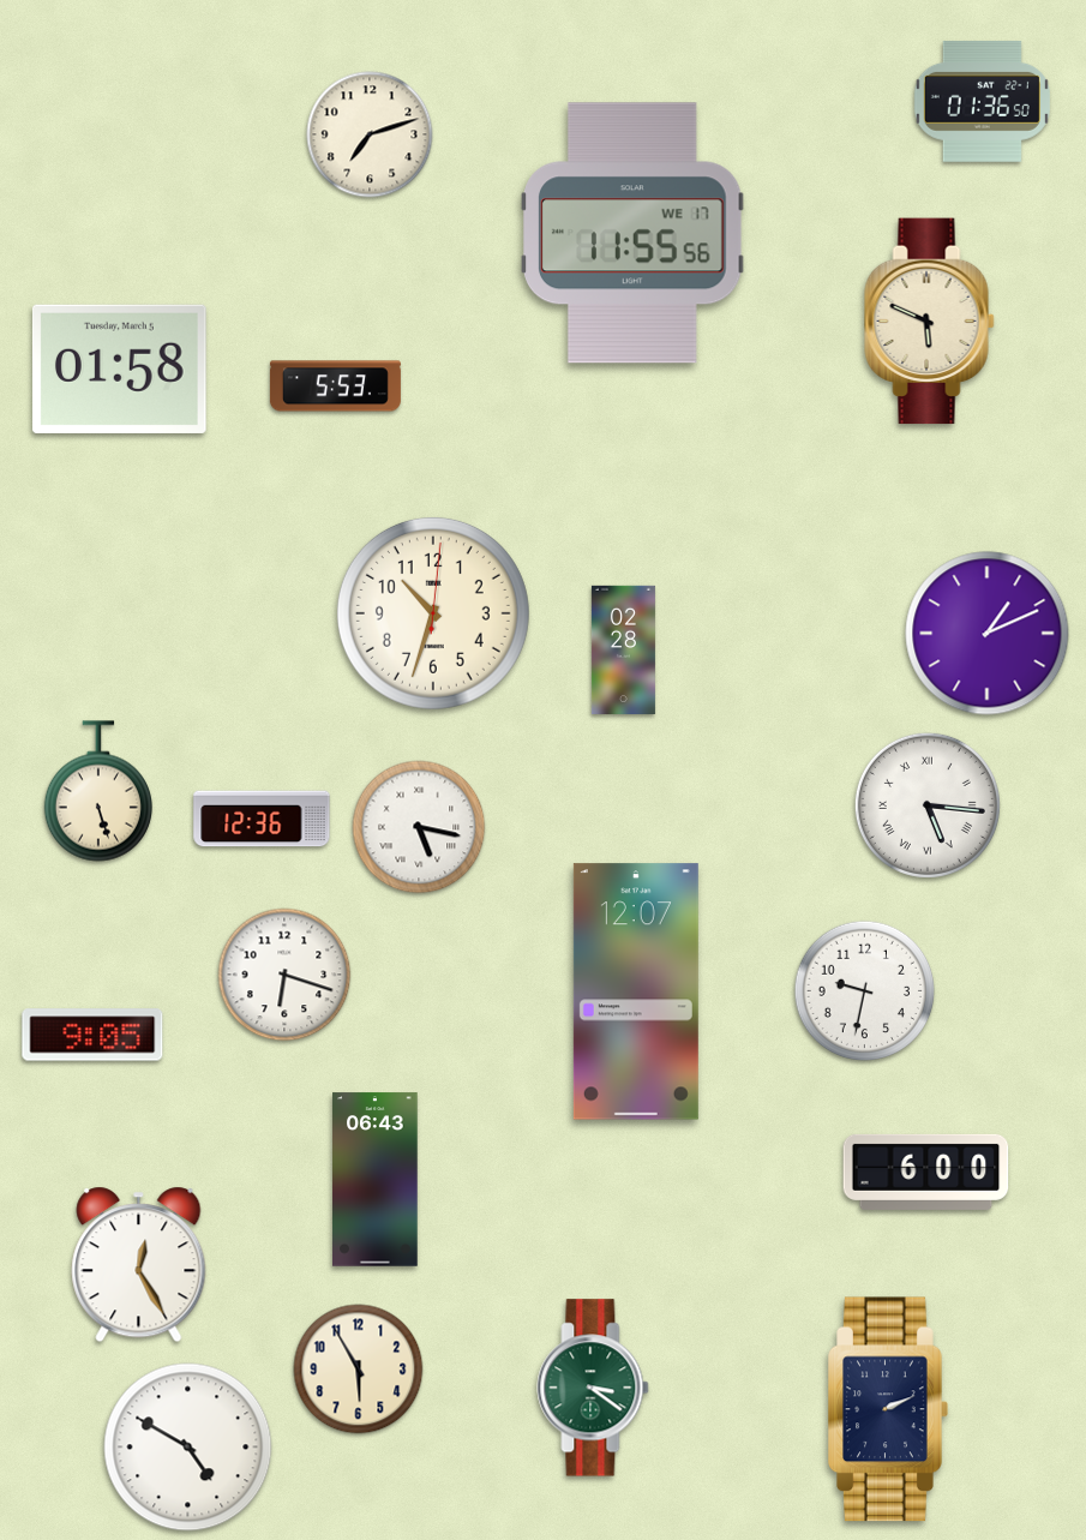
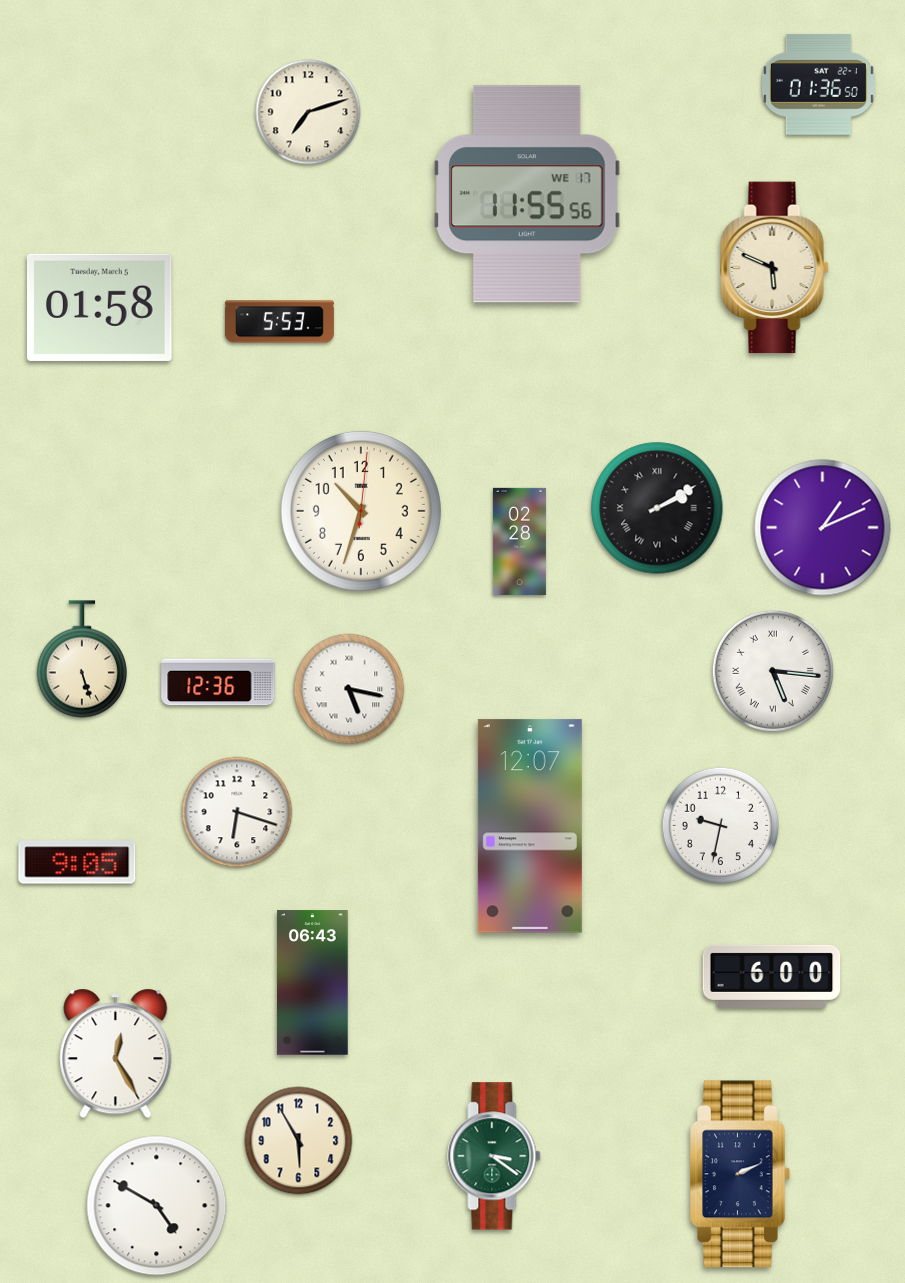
clock at (657, 508): none -> 2:10
